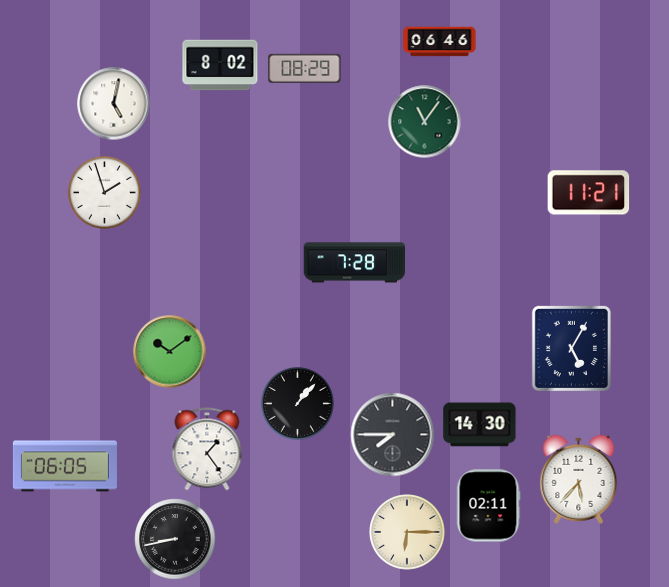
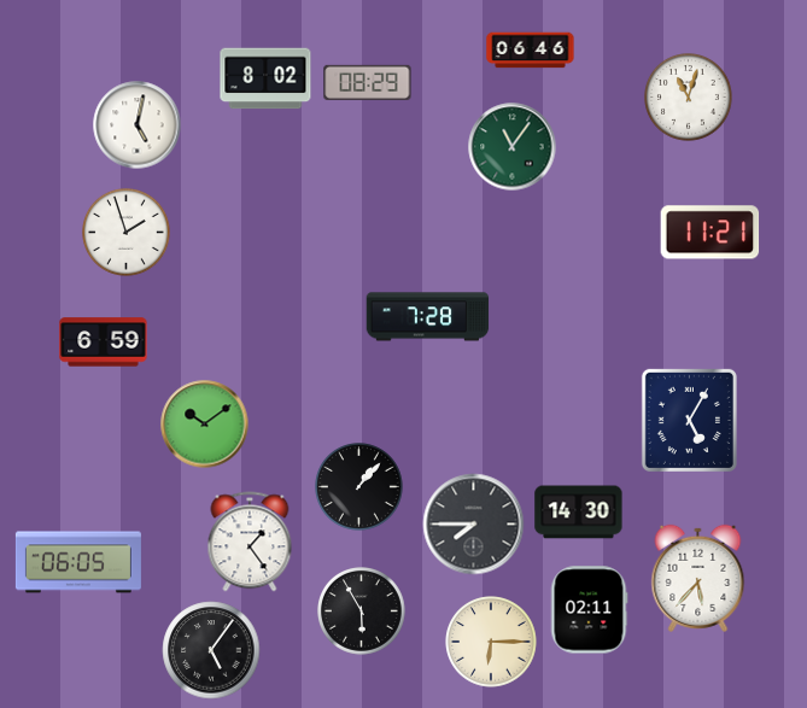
clock at (689, 98): none -> 11:03
clock at (104, 343): none -> 6:59
clock at (362, 612): none -> 5:55
clock at (175, 539): 8:43 -> 5:06
